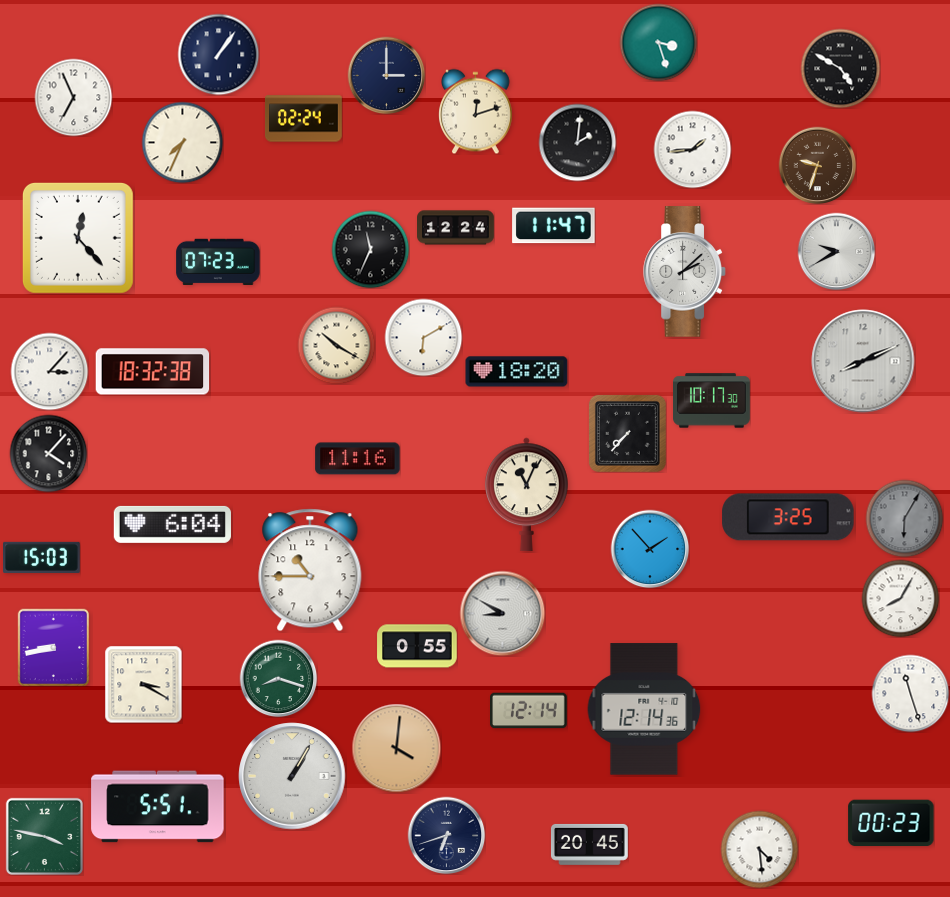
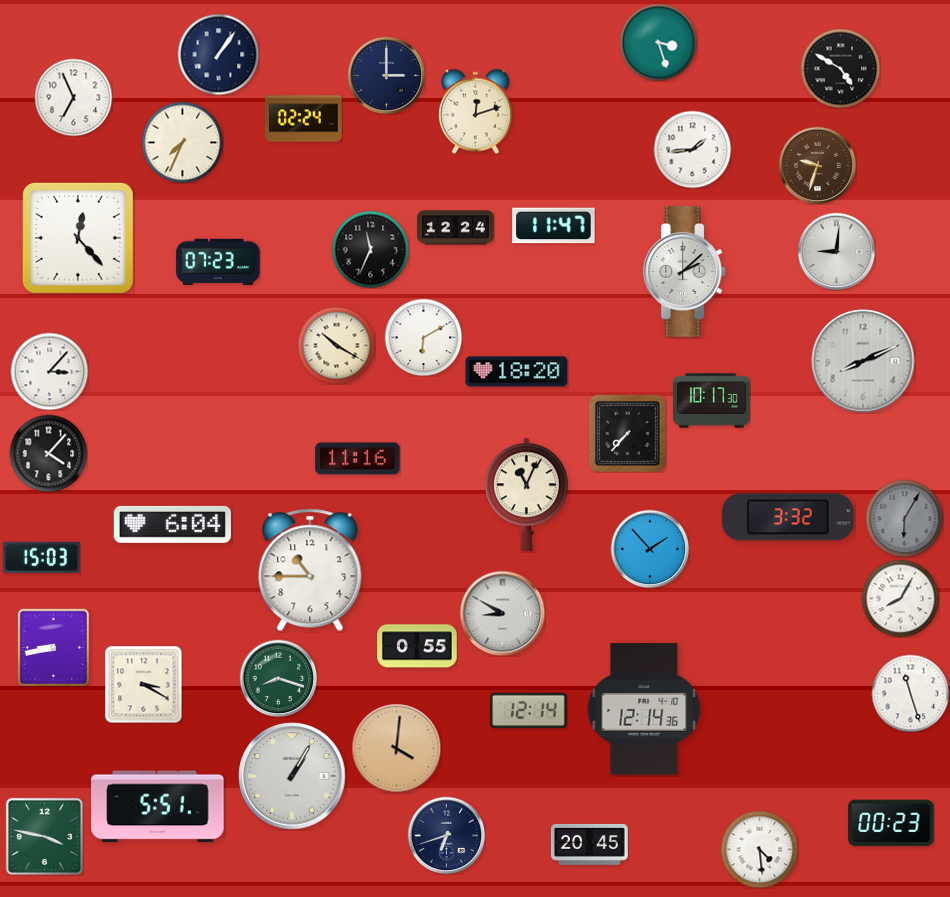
clock at (577, 142): 2:01 -> none
clock at (836, 251): 9:40 -> 9:01
clock at (153, 372): 18:32 -> none
clock at (788, 517): 3:25 -> 3:32
